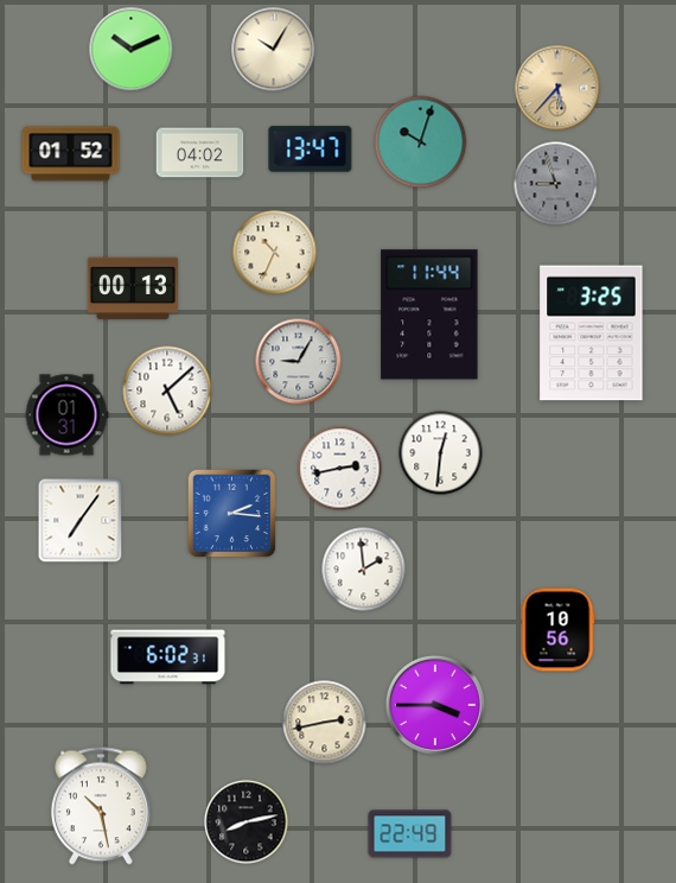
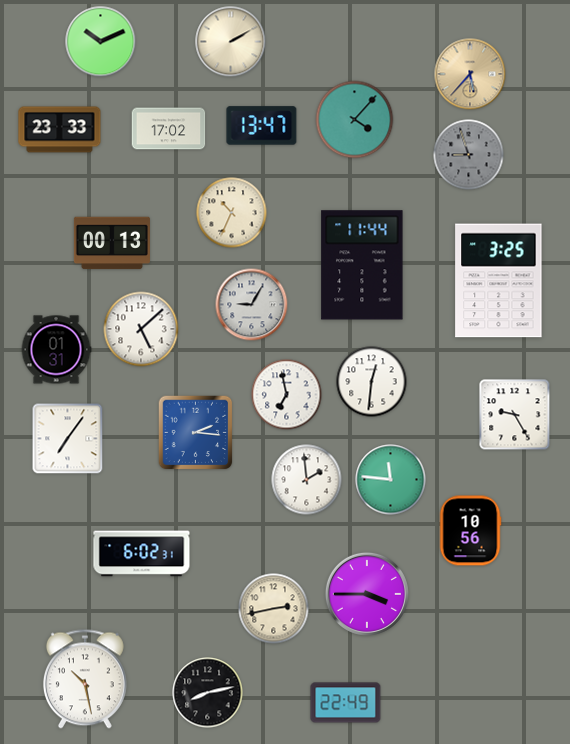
clock at (132, 50) position: (132, 50) -> (101, 42)
clock at (274, 50): 10:05 -> 2:10
clock at (421, 142): 10:03 -> 4:07
clock at (200, 153): 04:02 -> 17:02
clock at (71, 154): 01:52 -> 23:33
clock at (340, 469): 2:43 -> 6:58
clock at (515, 415): none -> 9:25
clock at (391, 480): none -> 11:46
